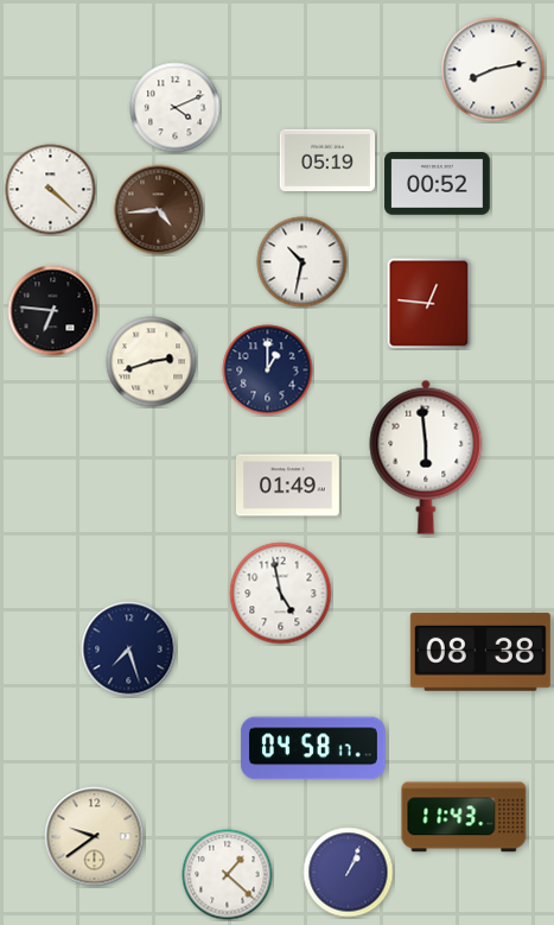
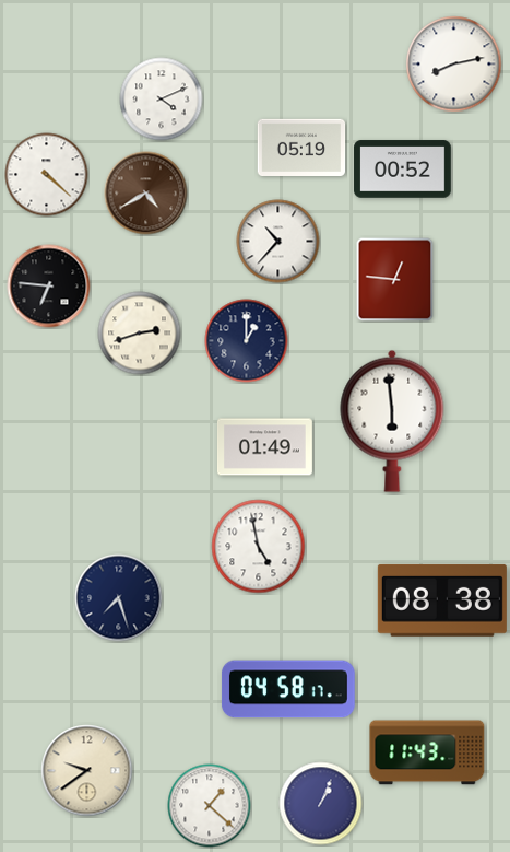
clock at (159, 210): 4:44 -> 4:40
clock at (303, 262): 10:32 -> 10:37
